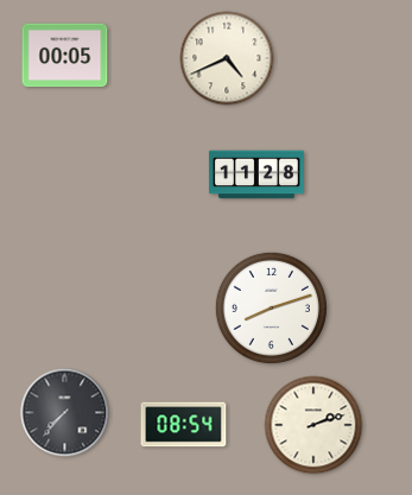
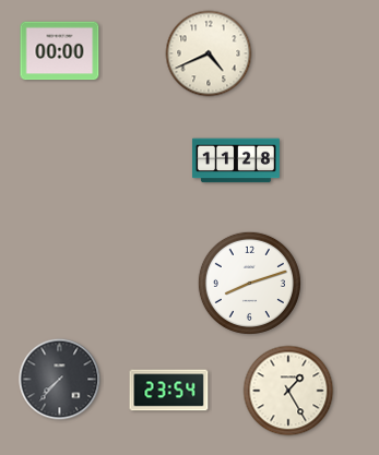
clock at (65, 56): 00:05 -> 00:00
clock at (184, 425): 08:54 -> 23:54
clock at (313, 425): 2:12 -> 1:25
